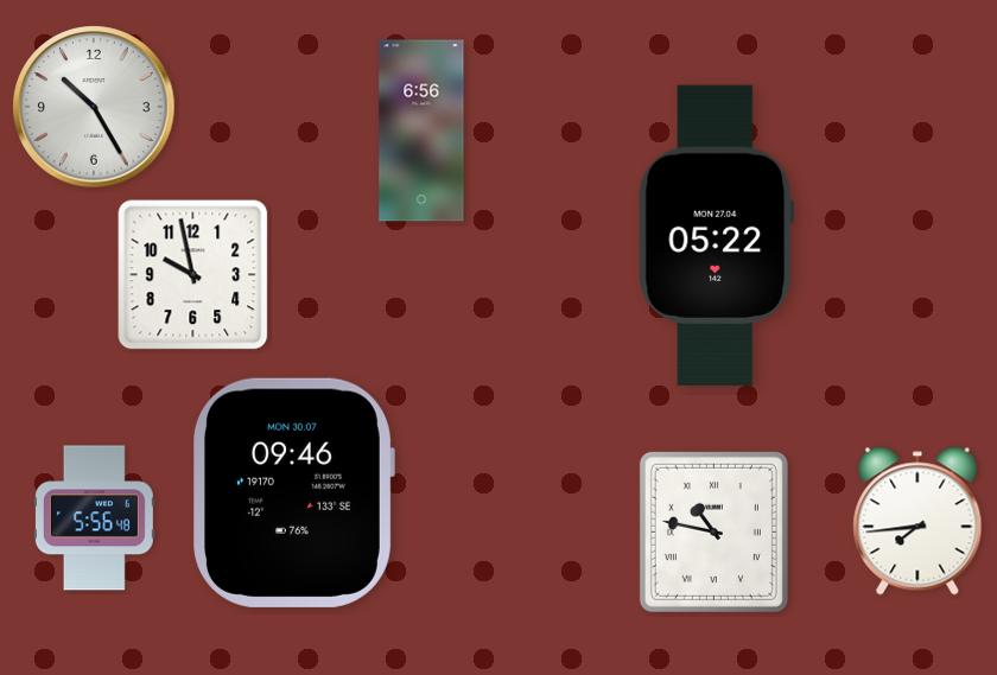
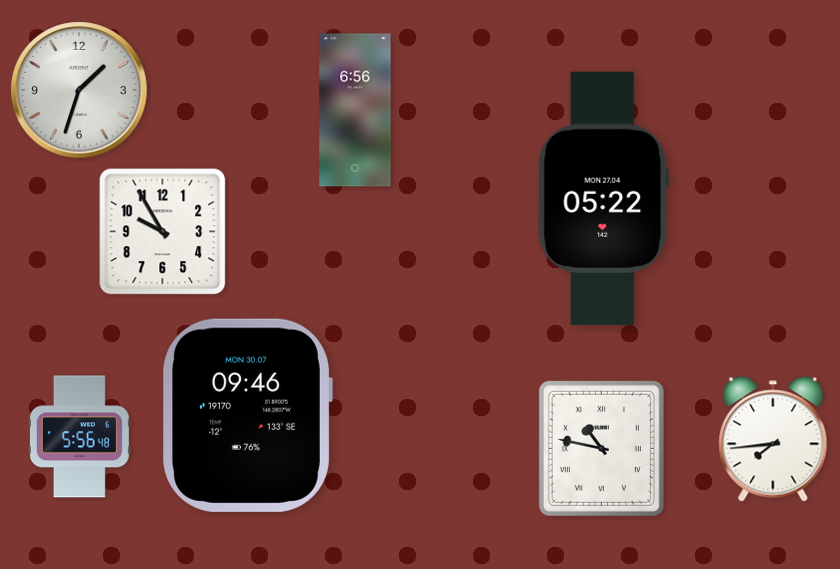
clock at (94, 107): 10:25 -> 1:33
clock at (193, 275): 9:58 -> 9:55
